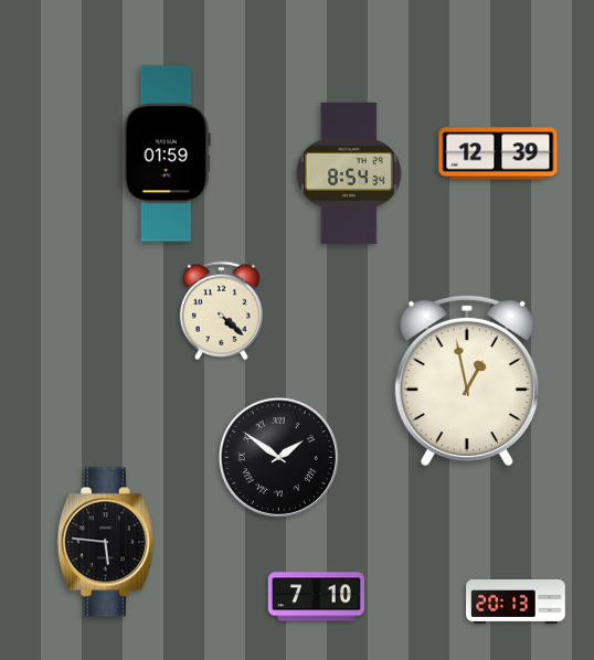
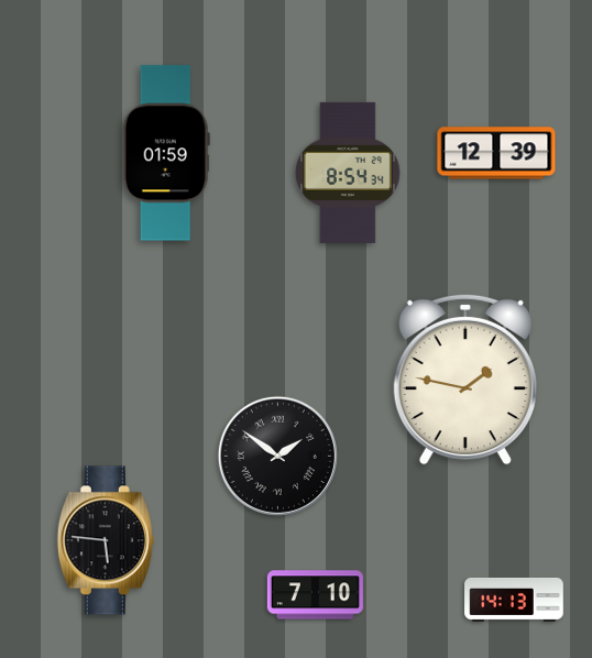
clock at (221, 311): 4:22 -> none
clock at (467, 381): 12:58 -> 1:47
clock at (516, 602): 20:13 -> 14:13
